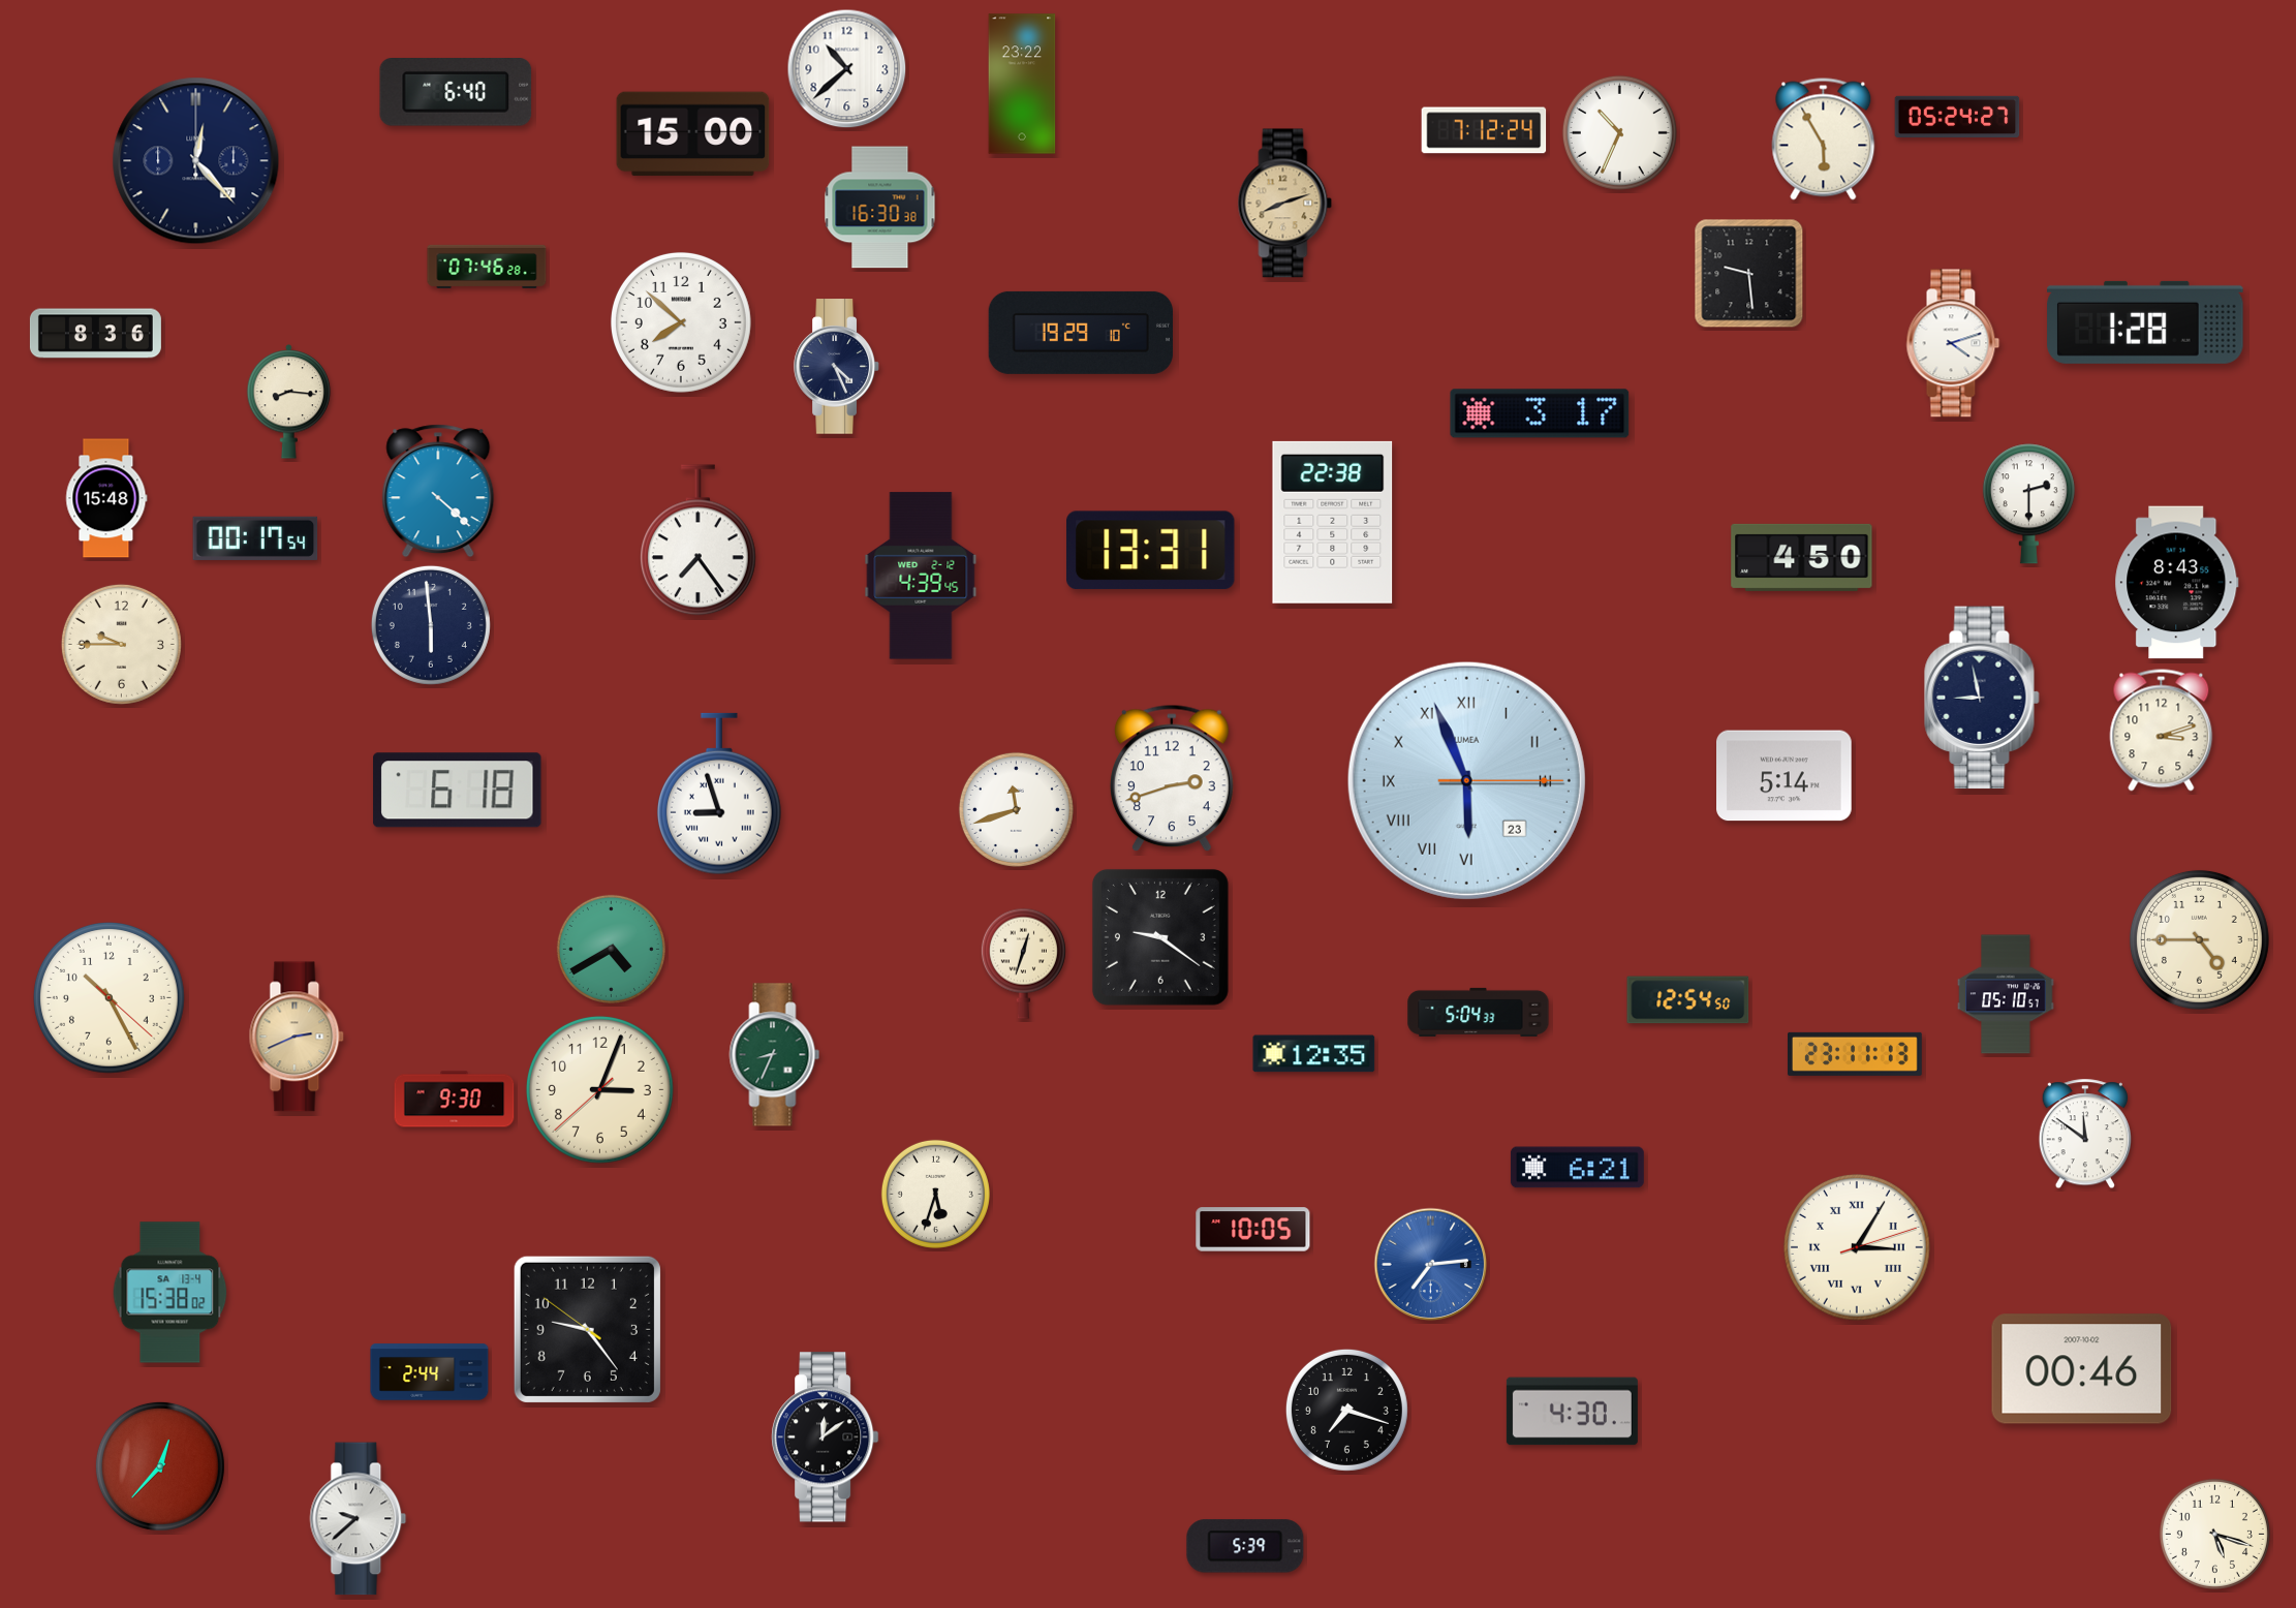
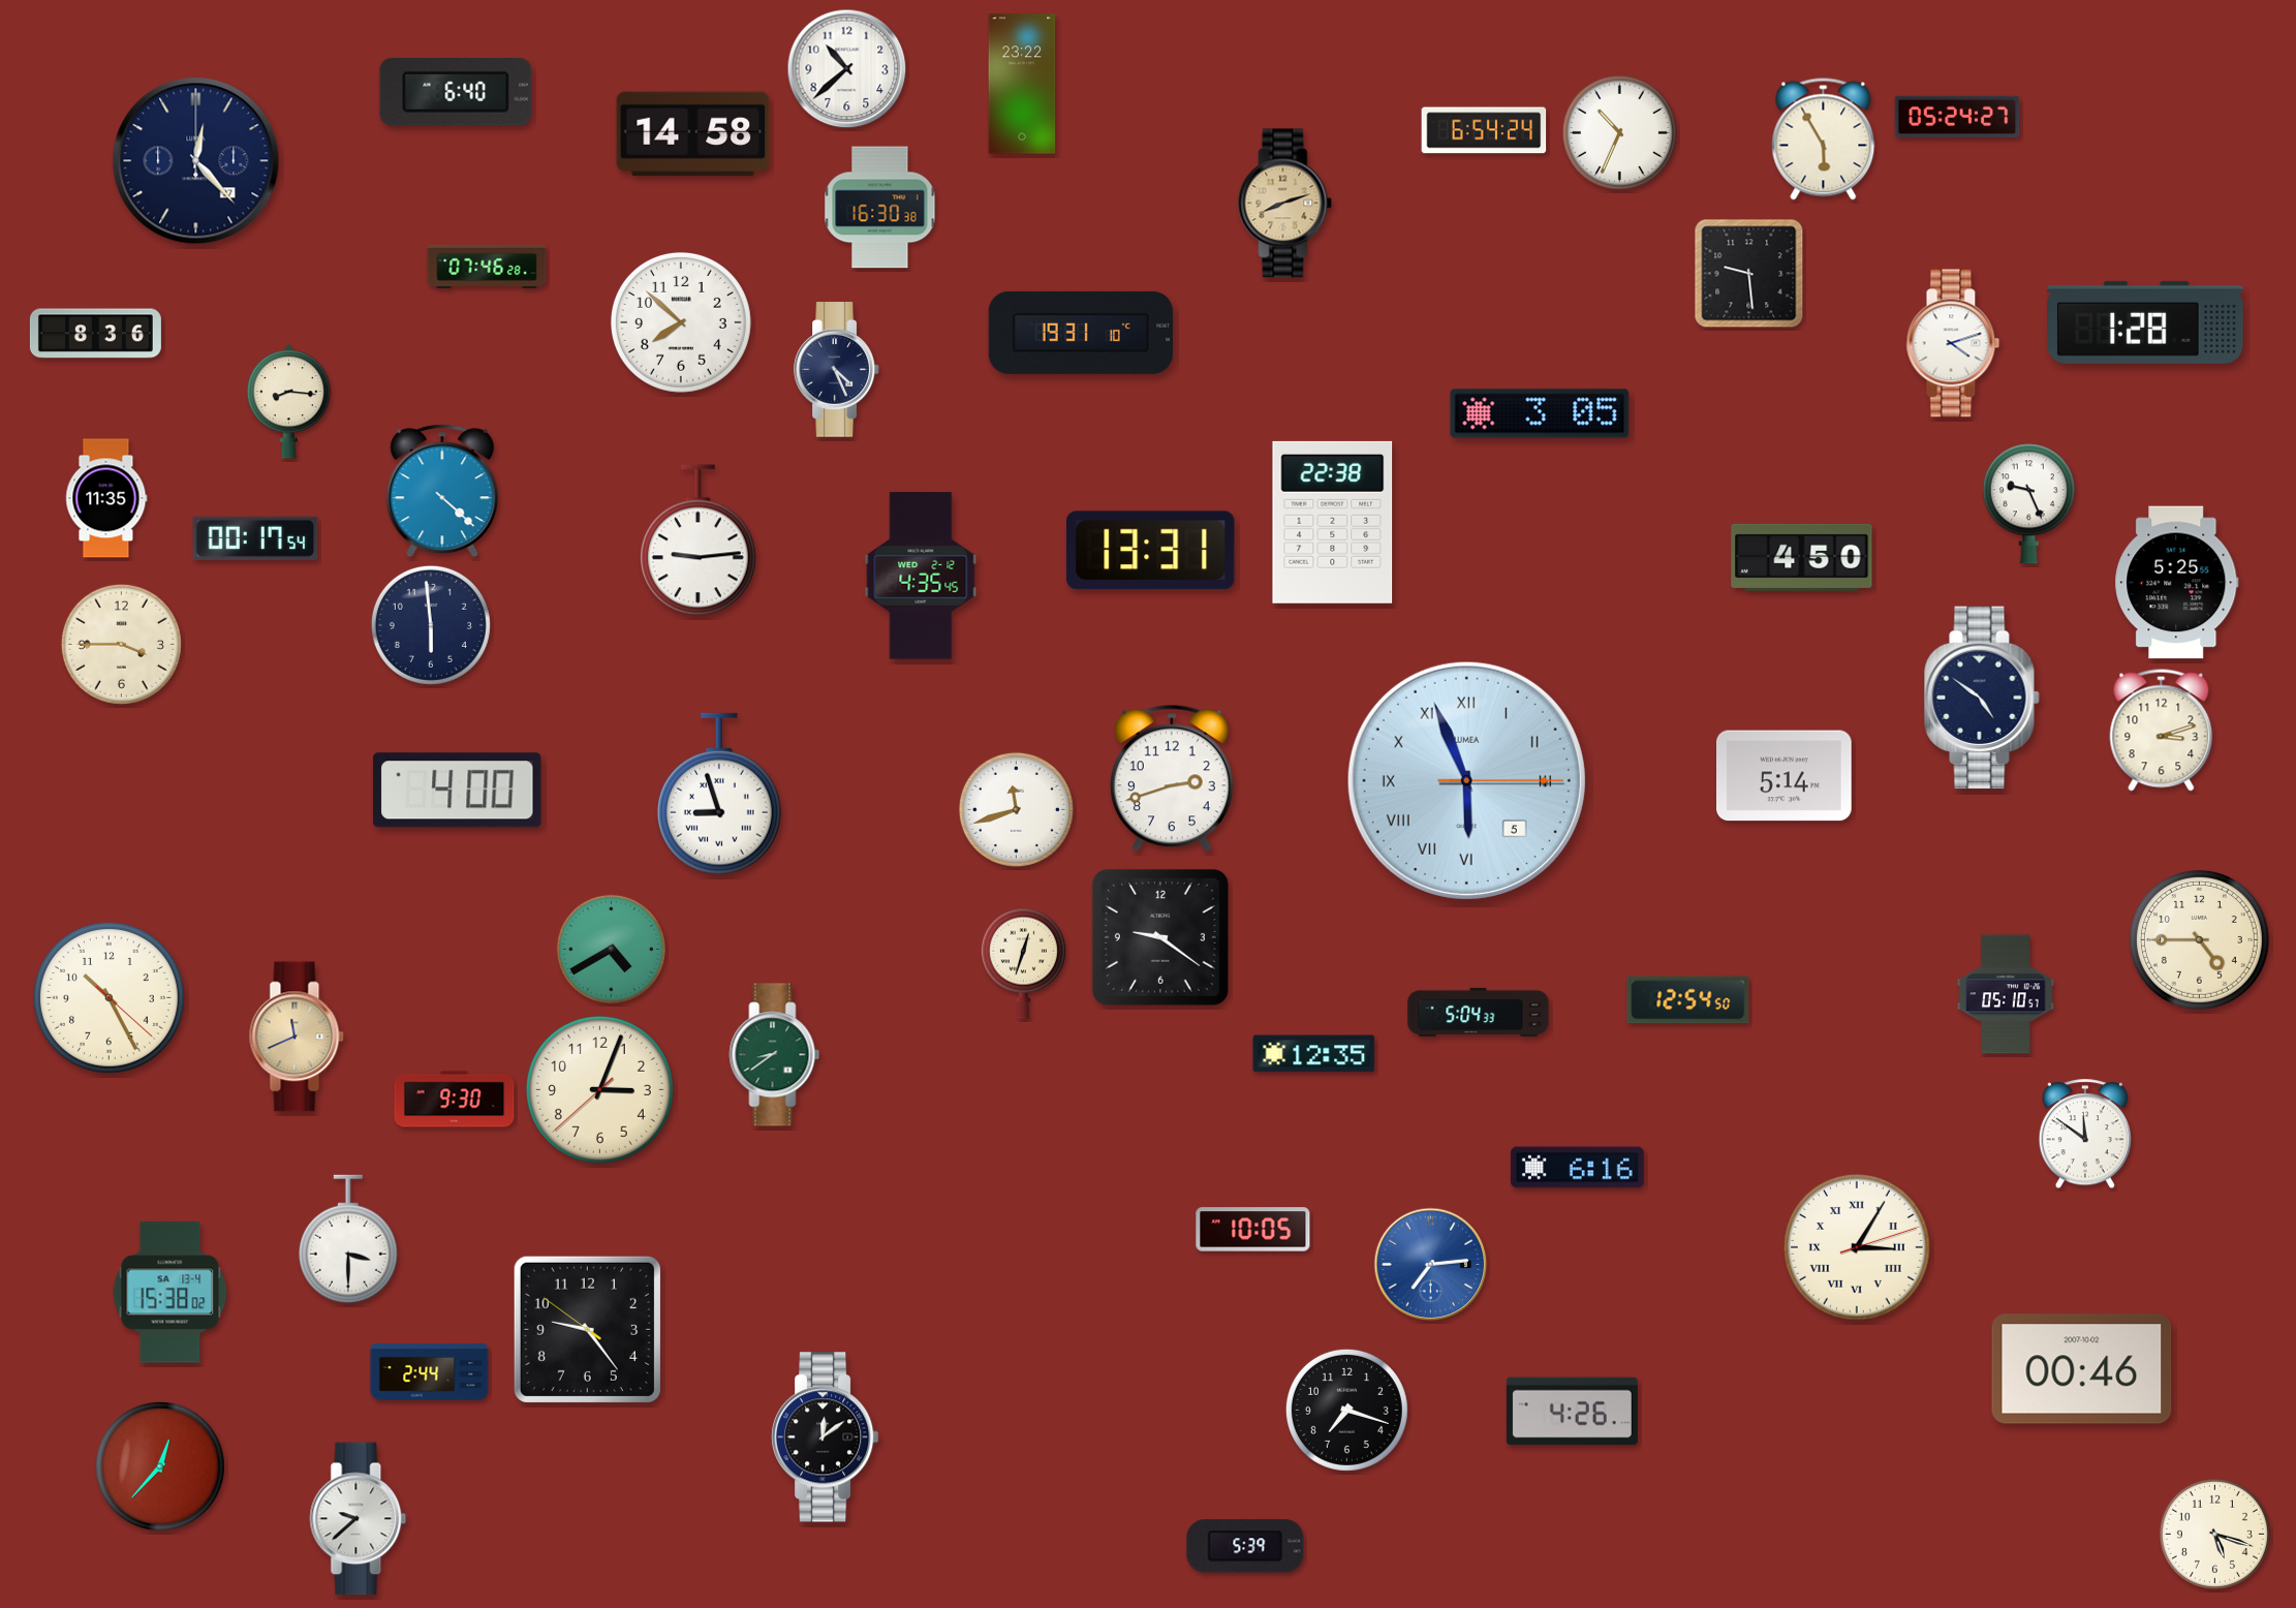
clock at (1484, 130): 7:12 -> 6:54
clock at (693, 134): 15:00 -> 14:58
clock at (1080, 333): 19:29 -> 19:31
clock at (836, 367) position: (836, 367) -> (836, 370)
clock at (1540, 413): 3:17 -> 3:05
clock at (438, 491) position: (438, 491) -> (442, 491)
clock at (106, 498): 15:48 -> 11:35
clock at (2028, 504): 2:30 -> 9:26
clock at (697, 540): 7:24 -> 9:14
clock at (921, 576): 4:39 -> 4:35
clock at (2177, 583): 8:43 -> 5:25
clock at (121, 644): 9:45 -> 3:45
clock at (1982, 698): 8:58 -> 4:51
clock at (1466, 780) date: 23 -> 5
clock at (458, 791): 6:18 -> 4:00
clock at (297, 1037): 2:41 -> 11:41
clock at (1856, 1054): 23:11 -> none
clock at (775, 1055): 8:34 -> 8:39
clock at (1577, 1168): 6:21 -> 6:16
clock at (935, 1194): 5:33 -> none
clock at (348, 1239): none -> 3:30
clock at (1572, 1412): 4:30 -> 4:26
